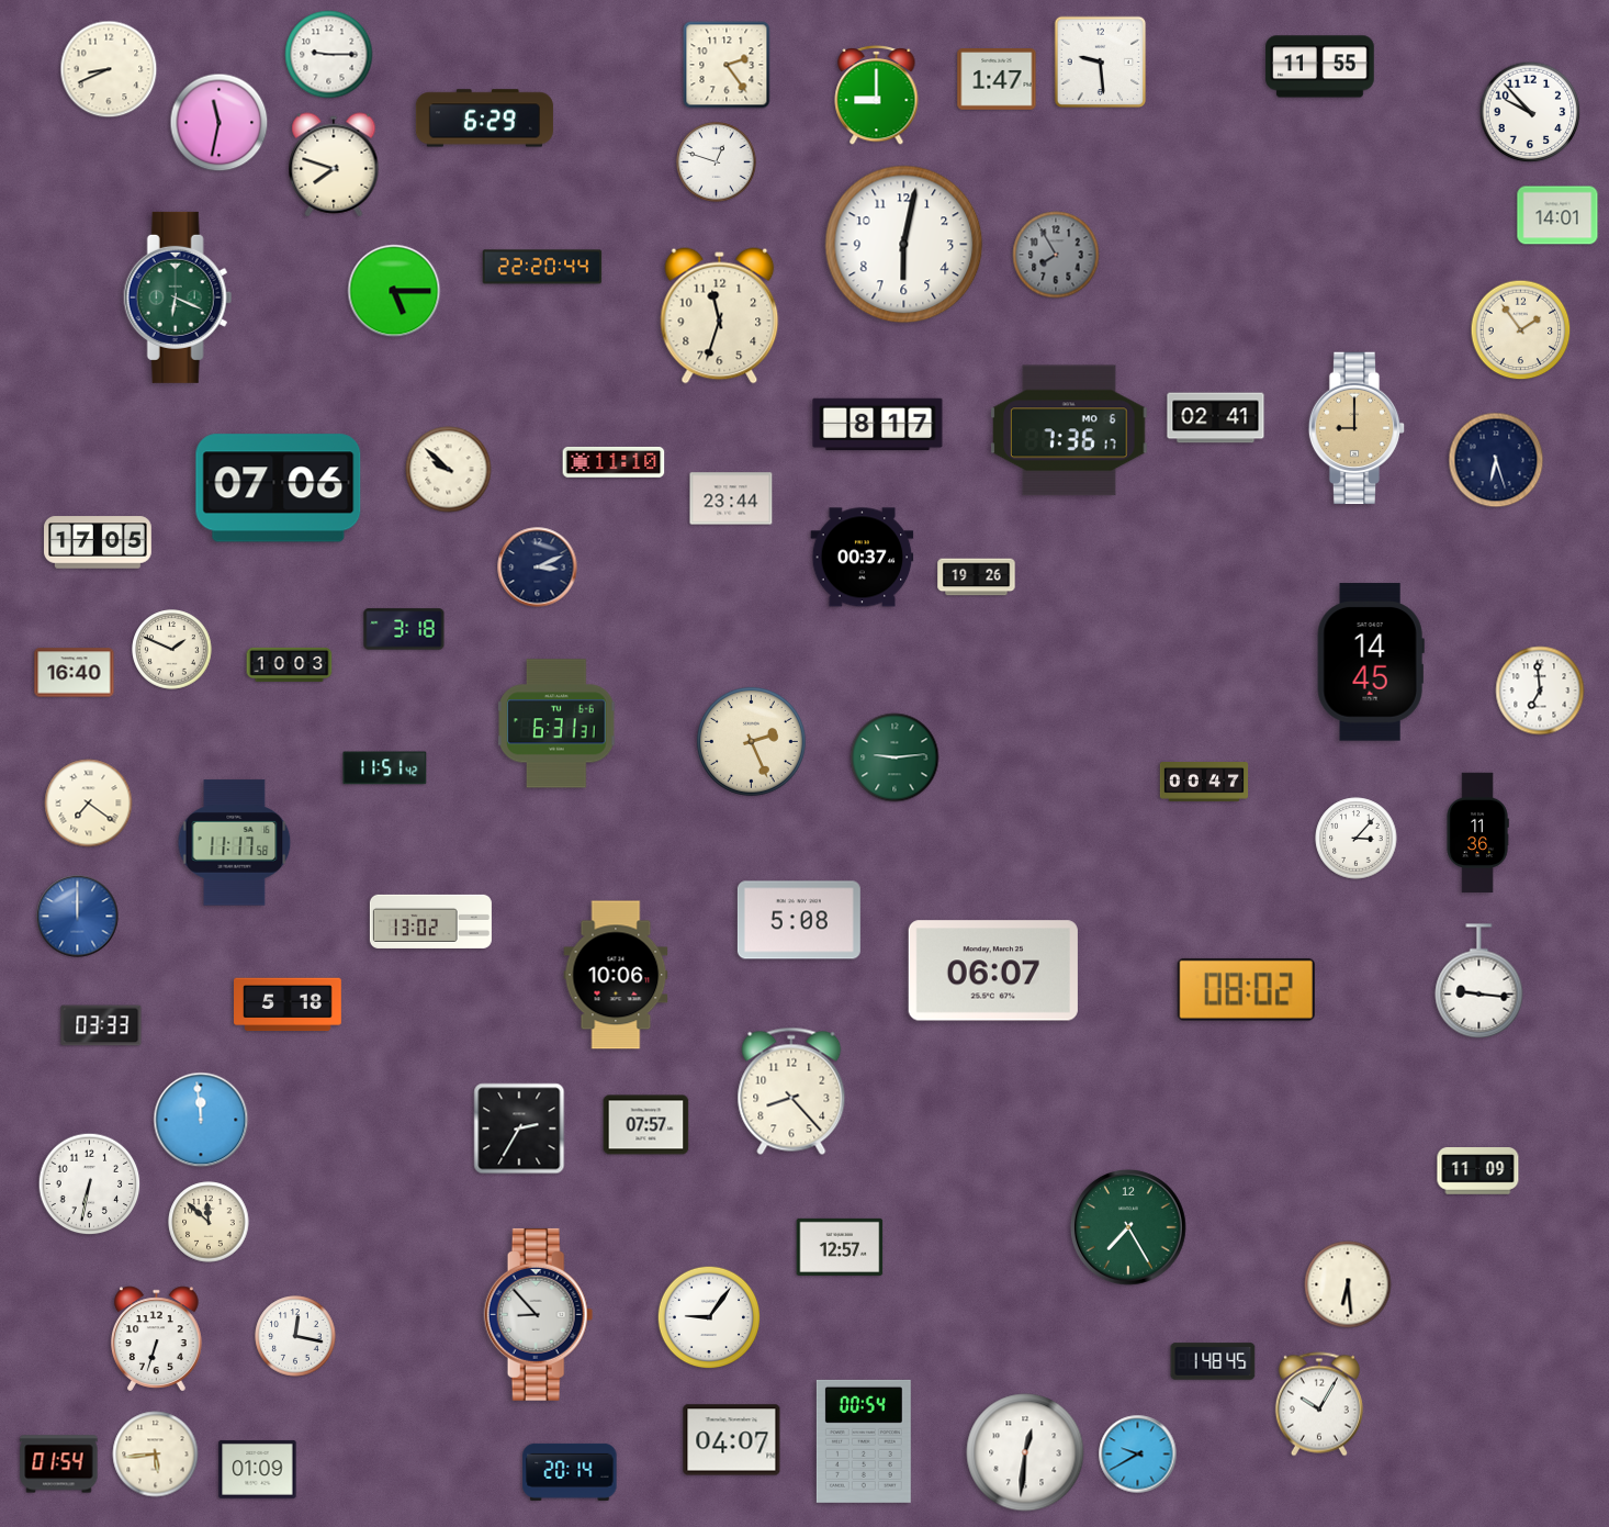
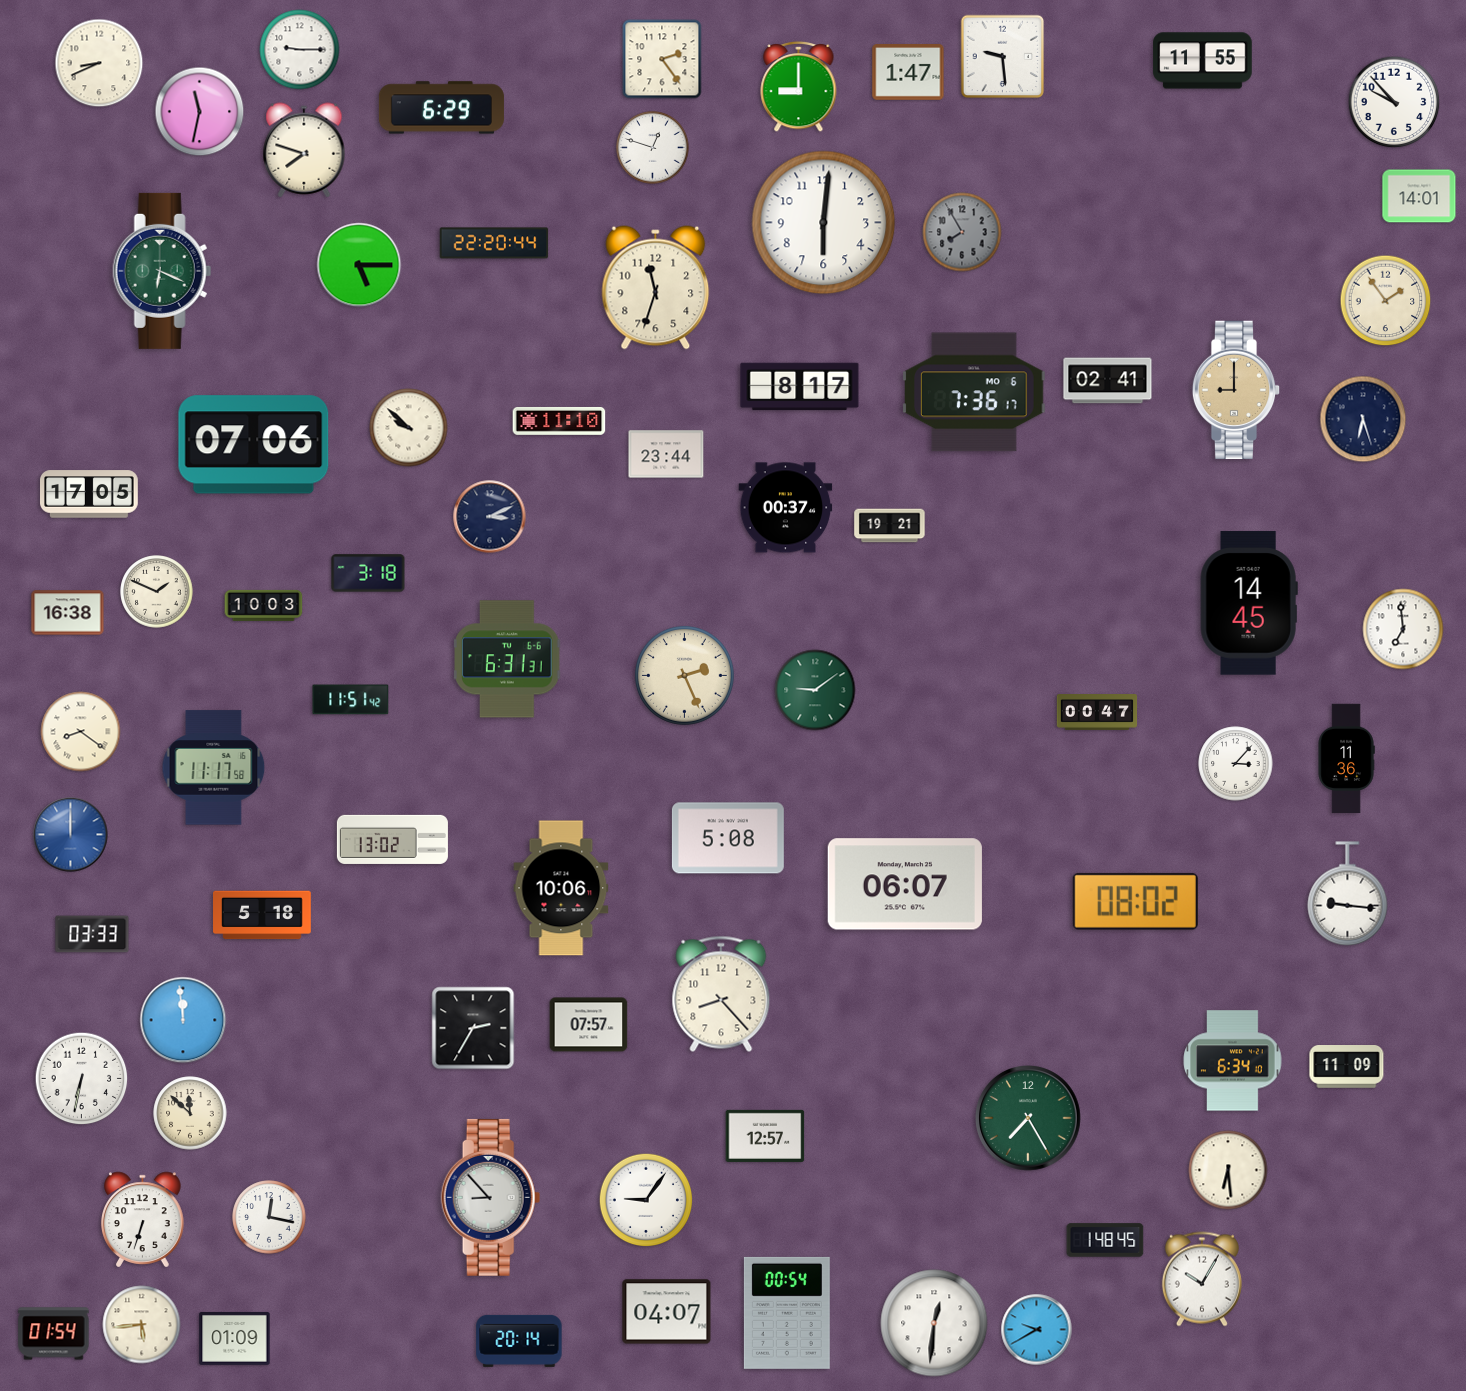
clock at (904, 245): 6:02 -> 6:01
clock at (977, 577): 19:26 -> 19:21
clock at (75, 673): 16:40 -> 16:38
clock at (894, 757): 9:14 -> 9:09
clock at (89, 804): 7:21 -> 8:21
clock at (1233, 1061): none -> 6:34
clock at (1138, 1455) position: (1138, 1455) -> (1037, 1330)
